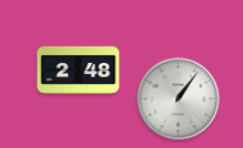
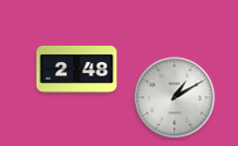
clock at (179, 99): 1:06 -> 1:10
